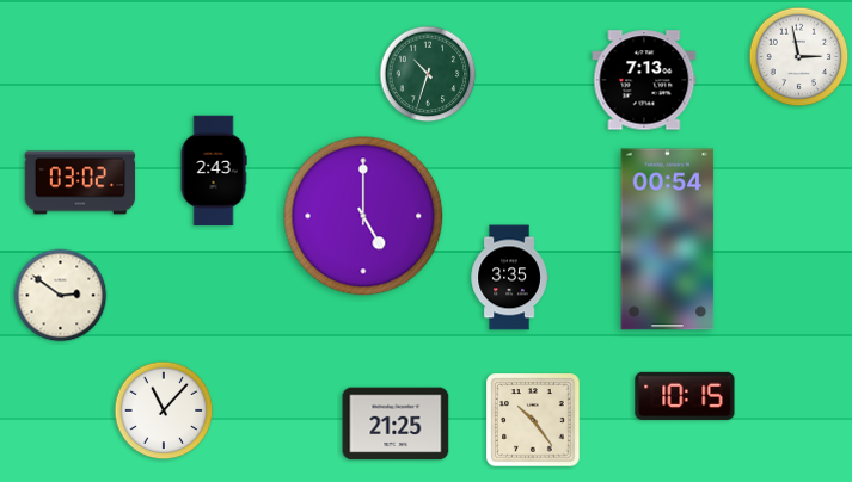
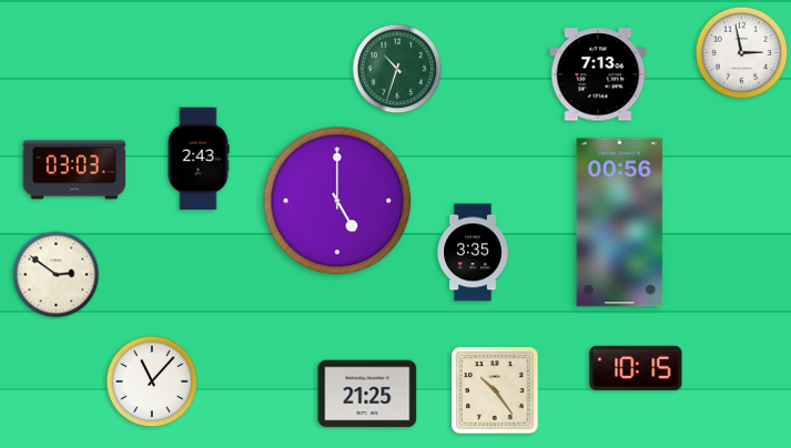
clock at (80, 183): 03:02 -> 03:03
clock at (668, 240): 00:54 -> 00:56
clock at (509, 278) position: (509, 278) -> (473, 253)
